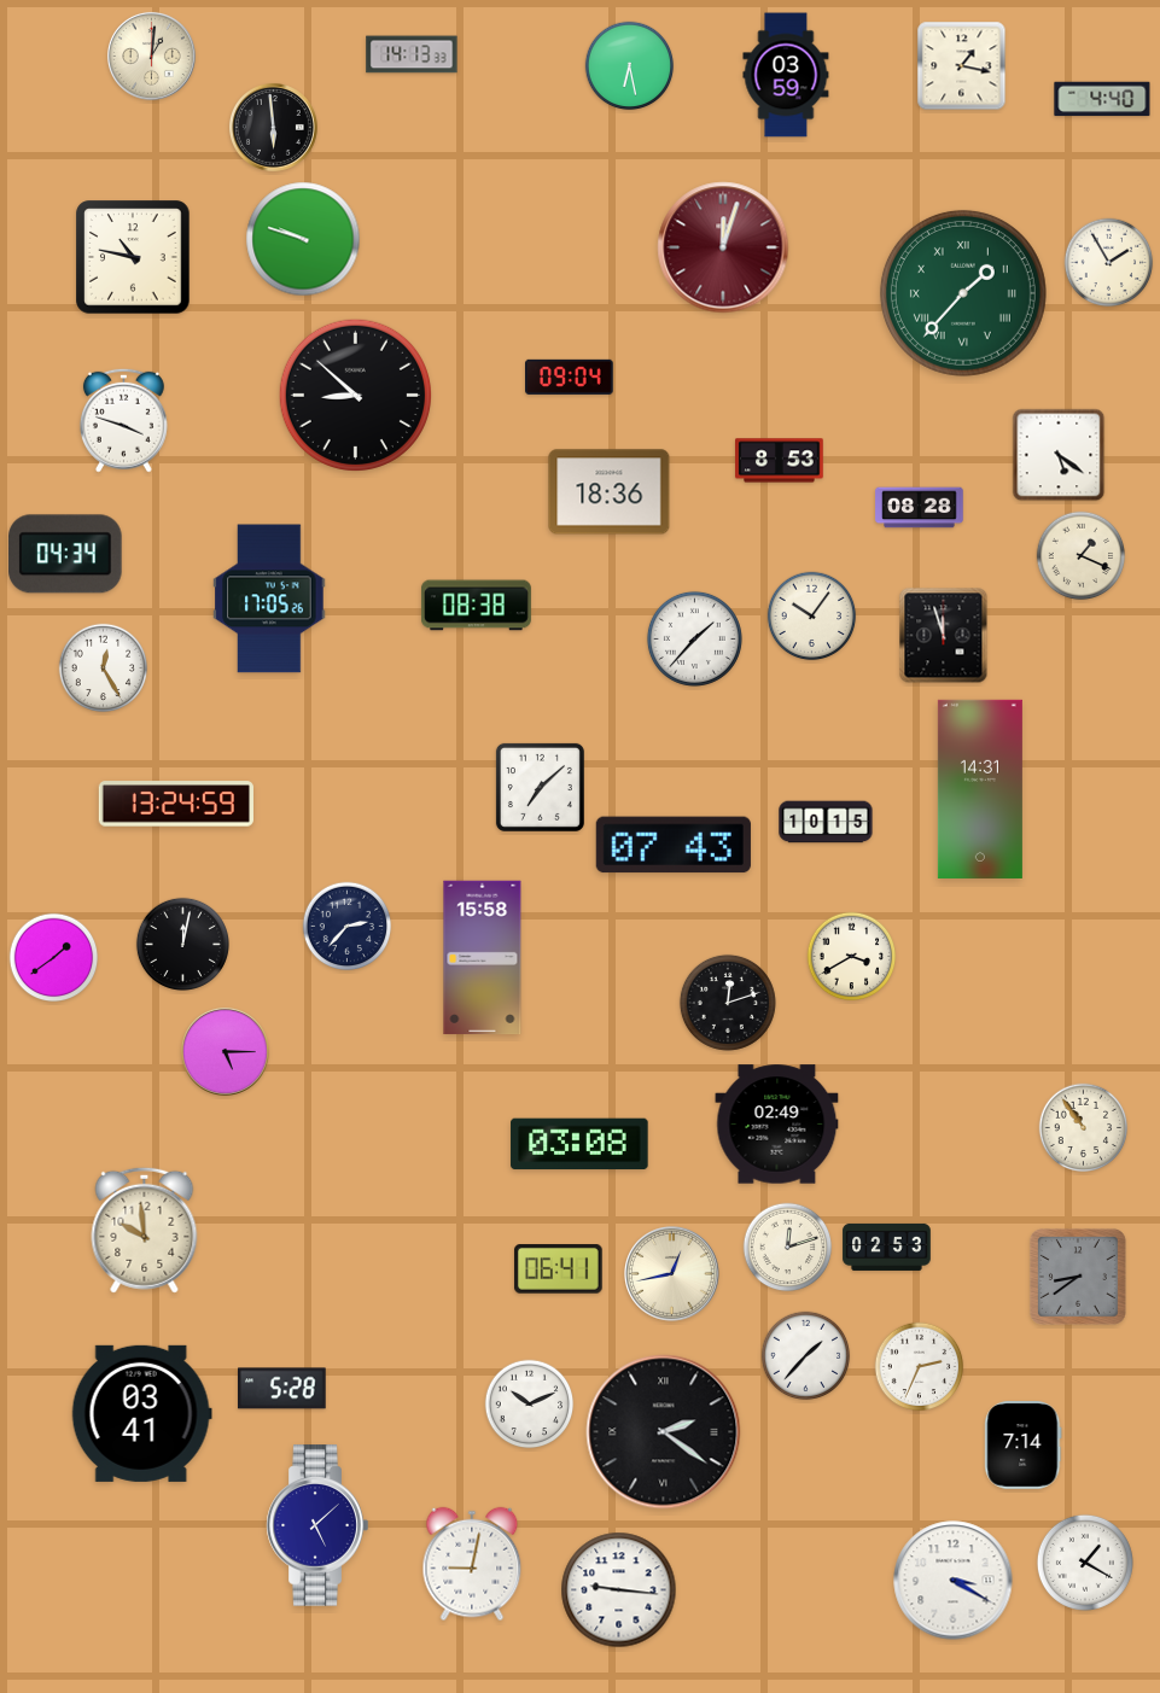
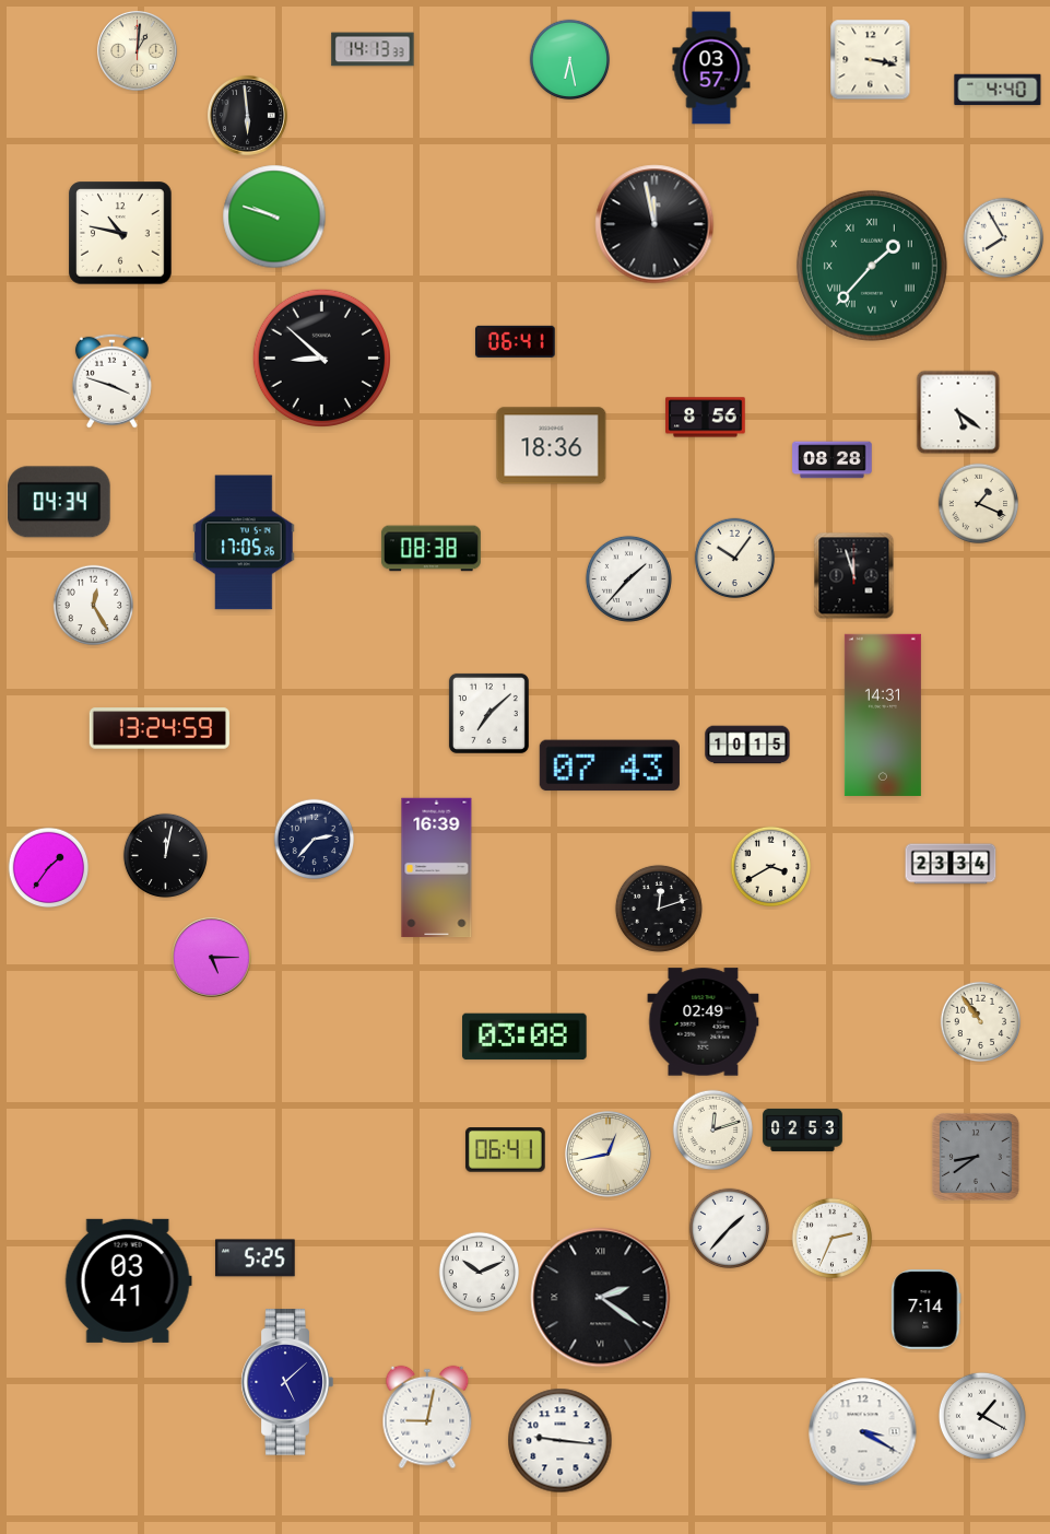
clock at (962, 66): 1:17 -> 3:17
clock at (786, 75): 03:59 -> 03:57
clock at (723, 247): 12:03 -> 11:58
clock at (723, 247) dial: burgundy -> black
clock at (1109, 263): 1:55 -> 7:55
clock at (570, 376): 09:04 -> 06:41
clock at (780, 461): 8:53 -> 8:56
clock at (980, 789) position: (980, 789) -> (883, 715)
clock at (951, 864): none -> 23:34
clock at (54, 958): 1:39 -> 1:36
clock at (483, 958): 15:58 -> 16:39
clock at (225, 1051) position: (225, 1051) -> (211, 957)
clock at (777, 1125) position: (777, 1125) -> (704, 1022)
clock at (145, 1230): 9:59 -> none
clock at (282, 1389): 5:28 -> 5:25
